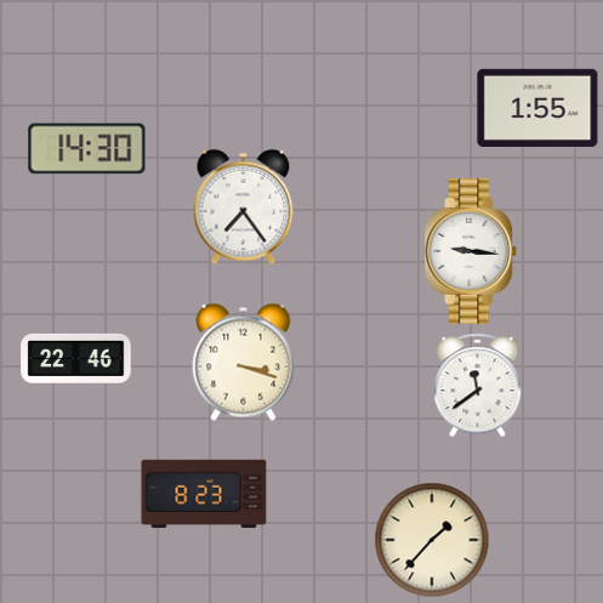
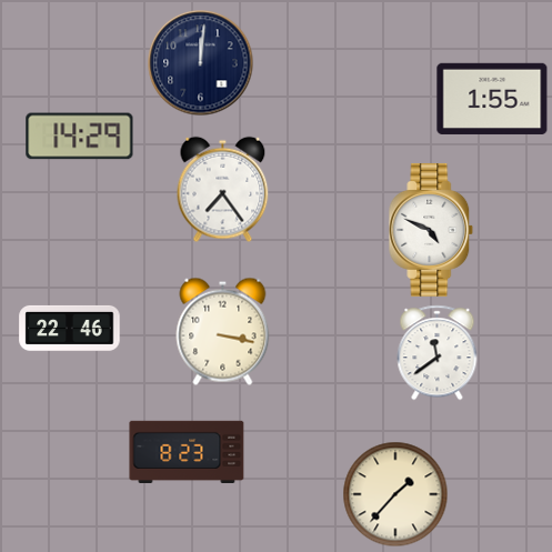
clock at (201, 63): none -> 12:01
clock at (87, 149): 14:30 -> 14:29
clock at (471, 251): 9:16 -> 4:49
clock at (244, 362): 3:18 -> 3:17
